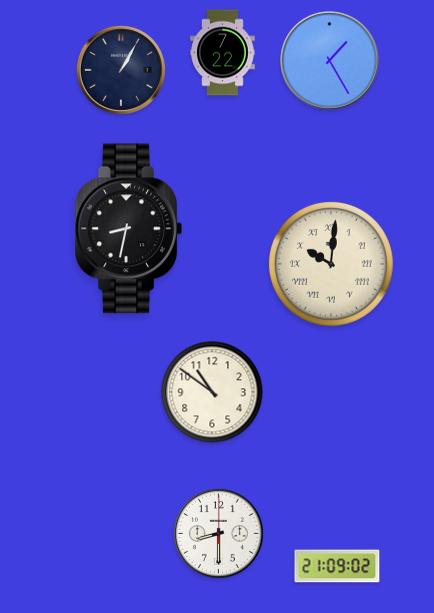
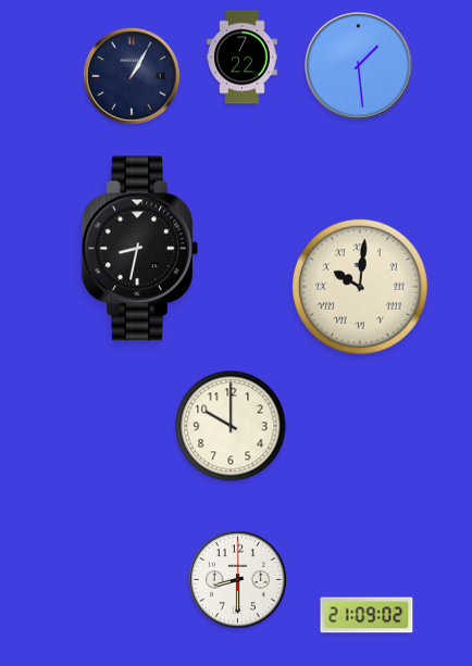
clock at (330, 61): 1:25 -> 1:29
clock at (212, 392): 10:51 -> 10:00
